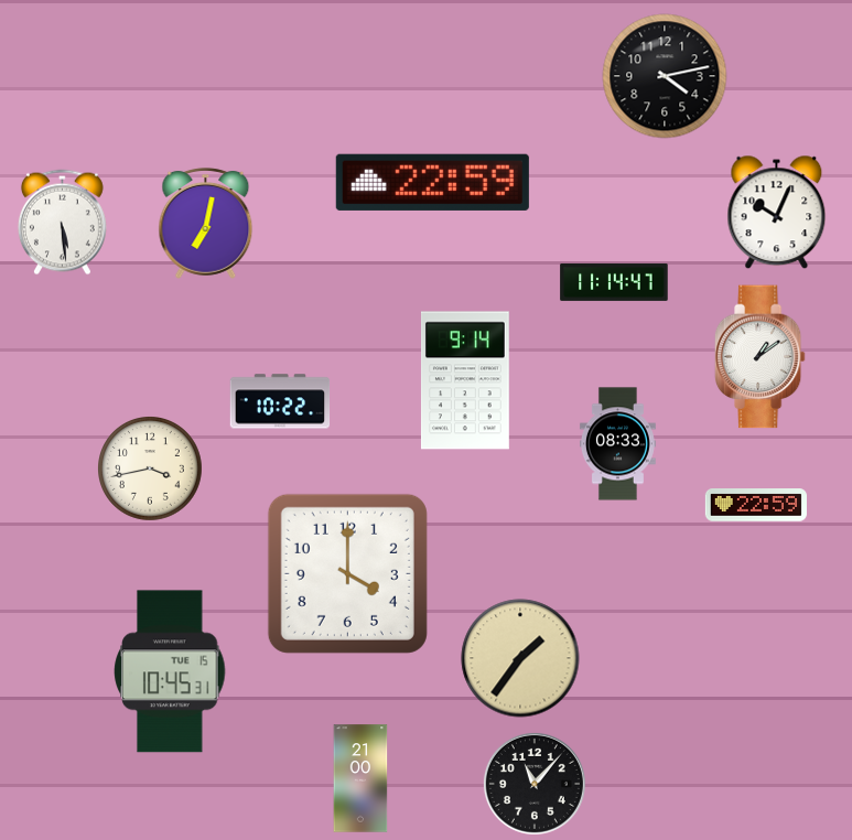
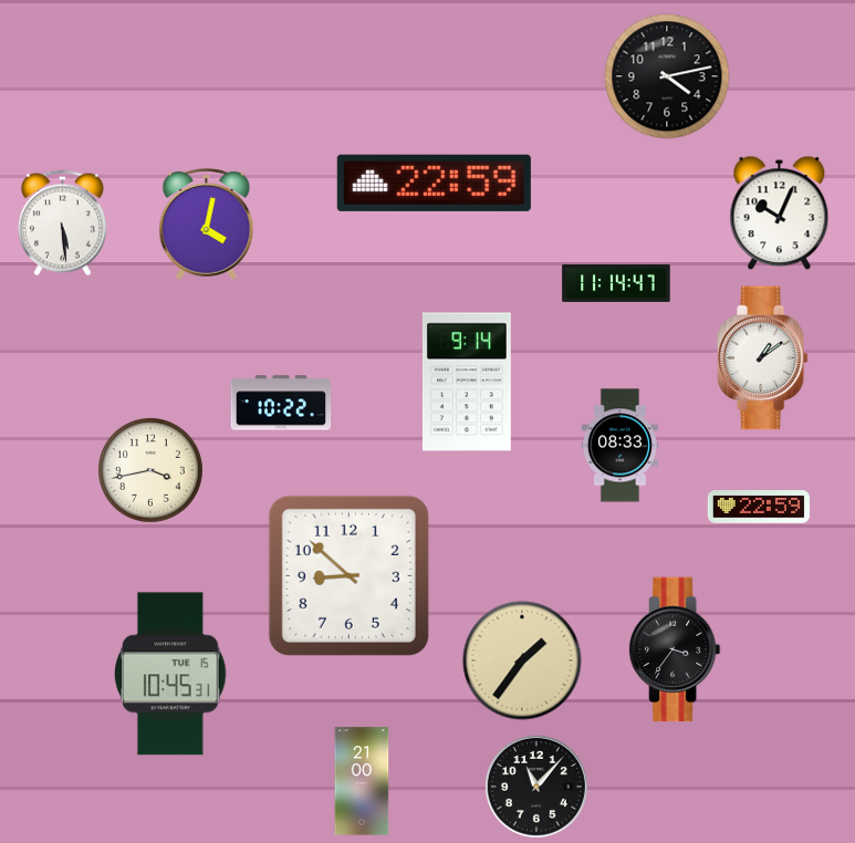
clock at (206, 223): 7:02 -> 4:02
clock at (347, 573): 4:00 -> 8:52
clock at (675, 649): none -> 3:36
